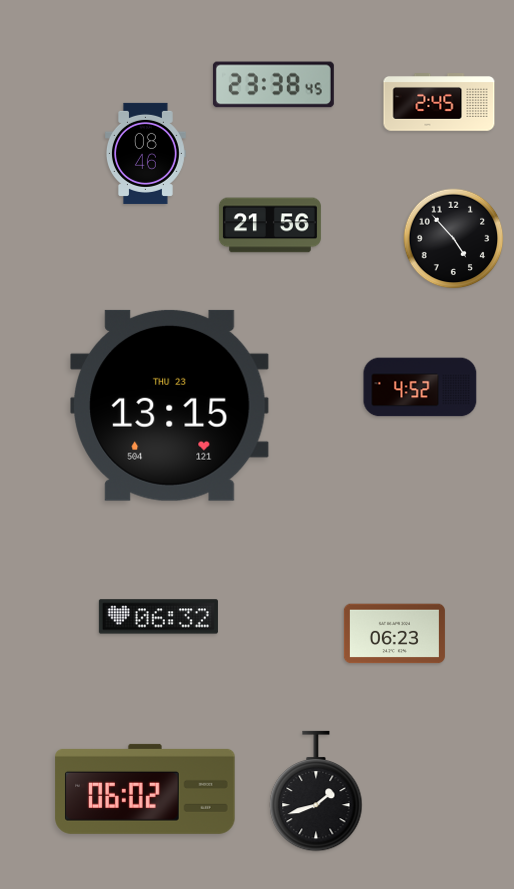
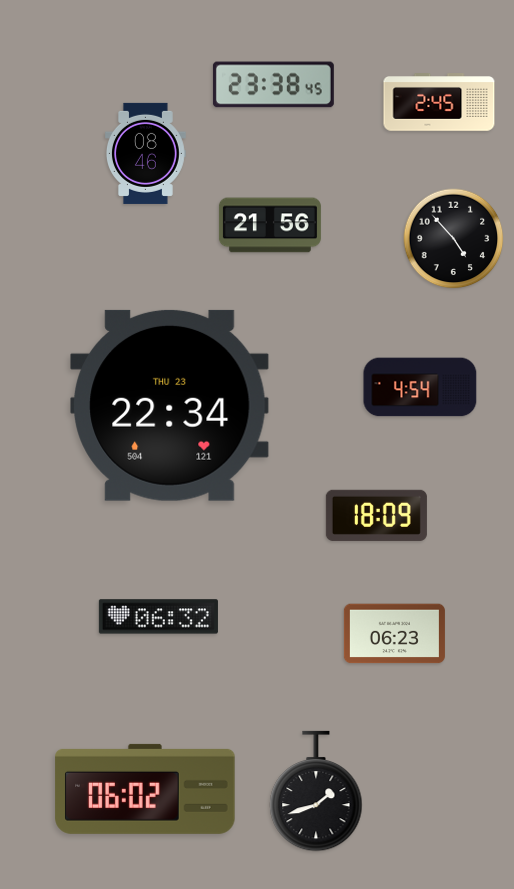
clock at (420, 387): 4:52 -> 4:54
clock at (170, 405): 13:15 -> 22:34
clock at (376, 515): none -> 18:09
